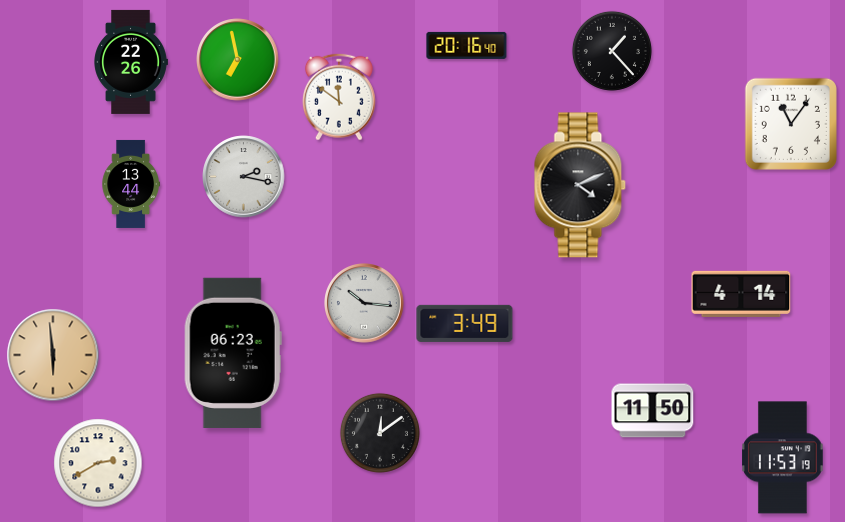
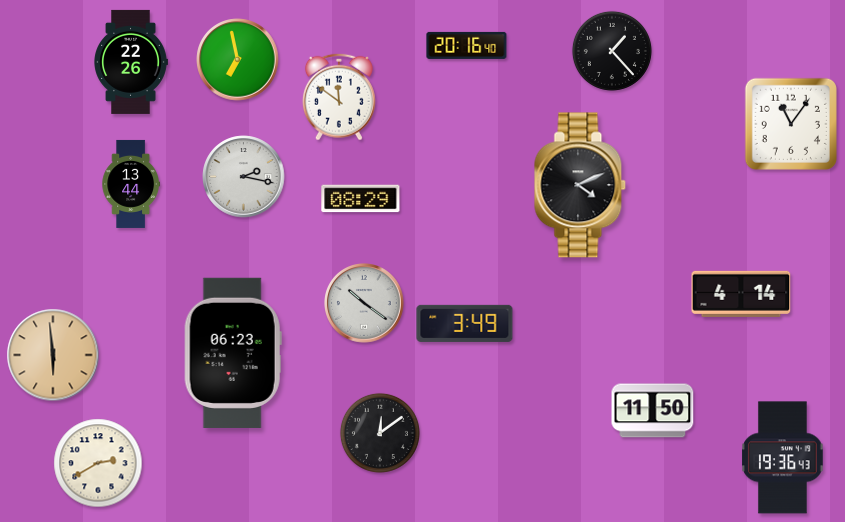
clock at (361, 199): none -> 08:29
clock at (365, 304): 10:16 -> 10:21
clock at (783, 458): 11:53 -> 19:36
